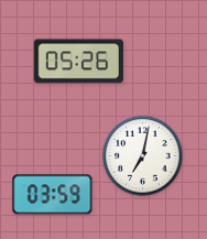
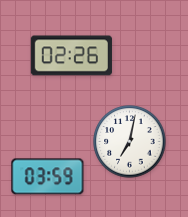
clock at (78, 62): 05:26 -> 02:26
